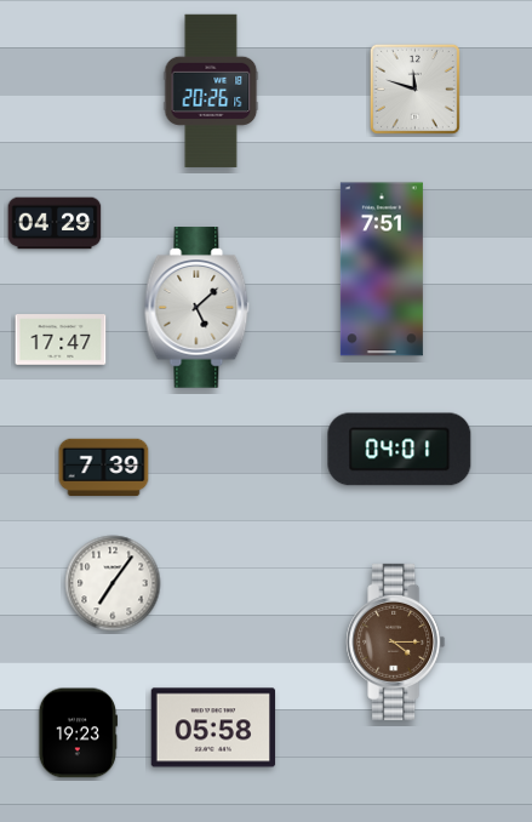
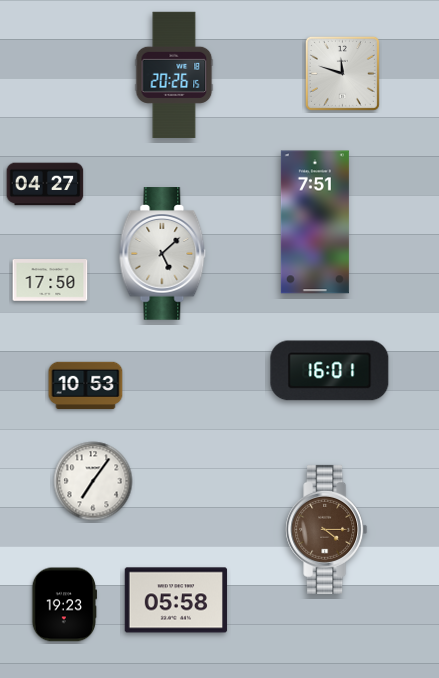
clock at (55, 223): 04:29 -> 04:27
clock at (61, 339): 17:47 -> 17:50
clock at (400, 450): 04:01 -> 16:01
clock at (104, 468): 7:39 -> 10:53
